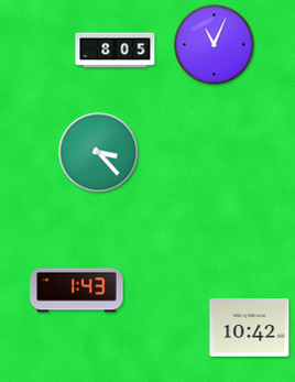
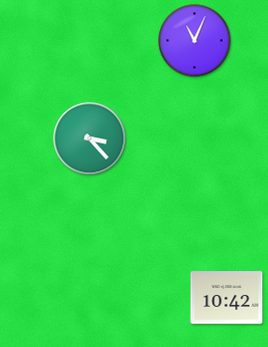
clock at (116, 51): 8:05 -> none
clock at (77, 291): 1:43 -> none
